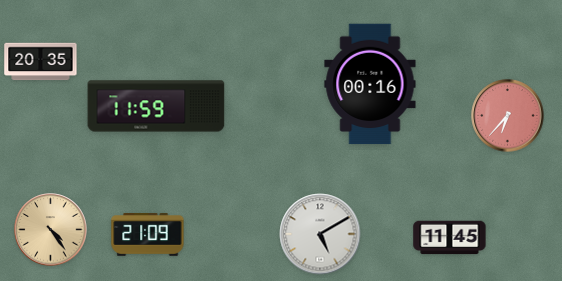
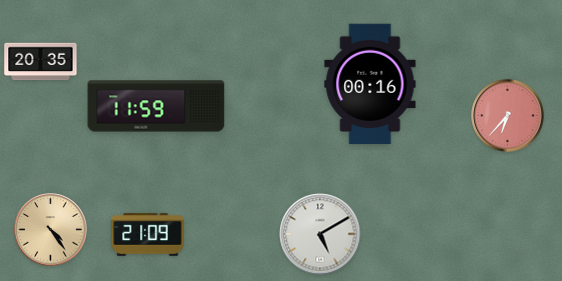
clock at (450, 238): 11:45 -> none
